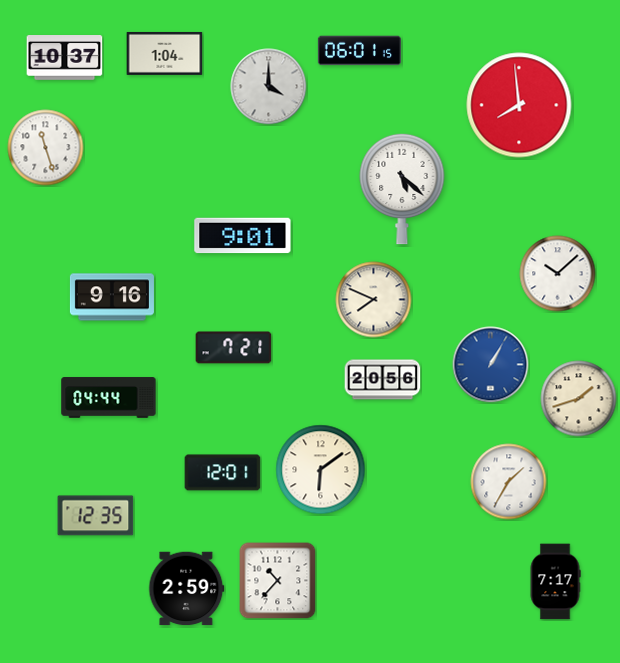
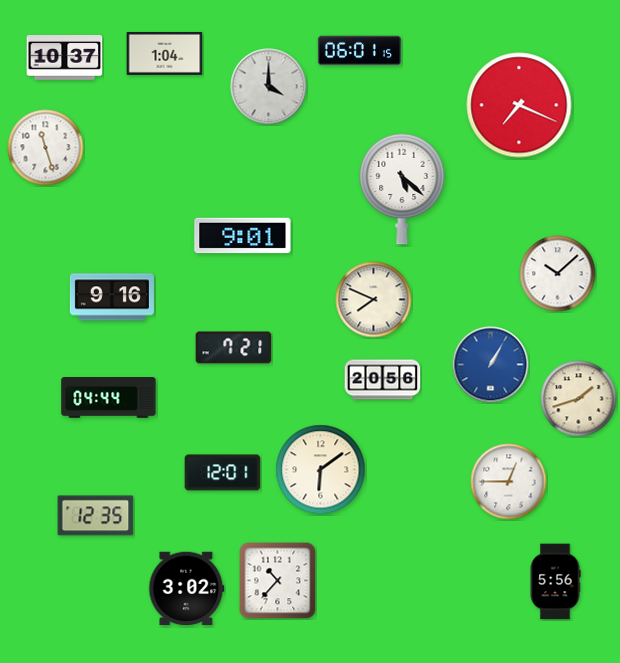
clock at (519, 105): 7:59 -> 7:19
clock at (509, 482): 1:35 -> 12:45
clock at (555, 582): 7:17 -> 5:56
clock at (187, 589): 2:59 -> 3:02
